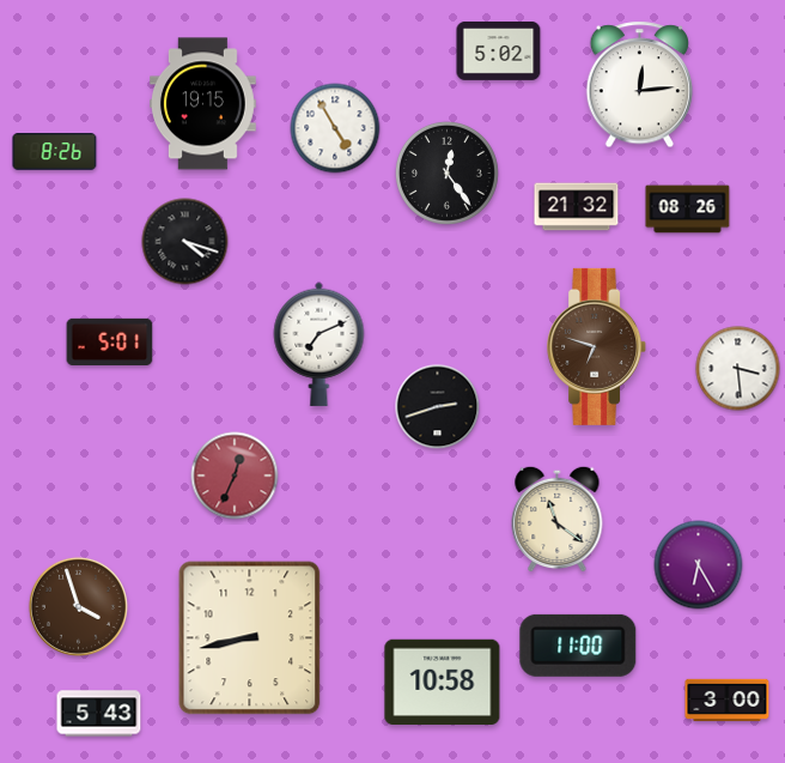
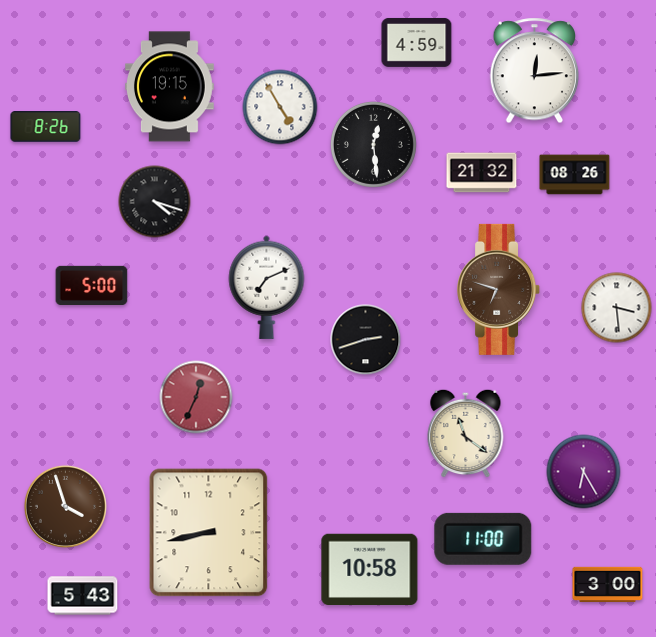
clock at (499, 52): 5:02 -> 4:59
clock at (446, 172): 12:24 -> 12:29
clock at (110, 341): 5:01 -> 5:00
